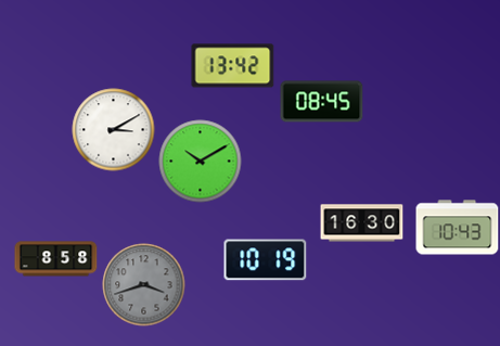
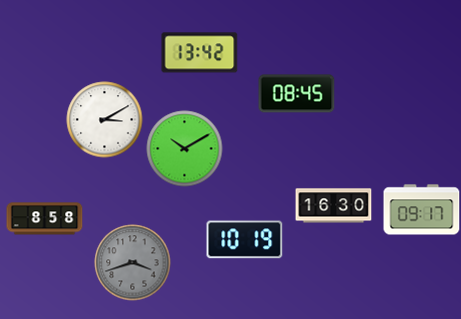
clock at (233, 66) position: (233, 66) -> (200, 53)
clock at (458, 228): 10:43 -> 09:17
clock at (56, 259) position: (56, 259) -> (45, 219)
